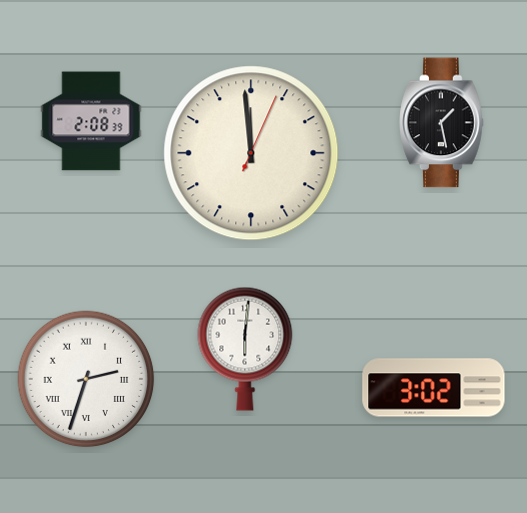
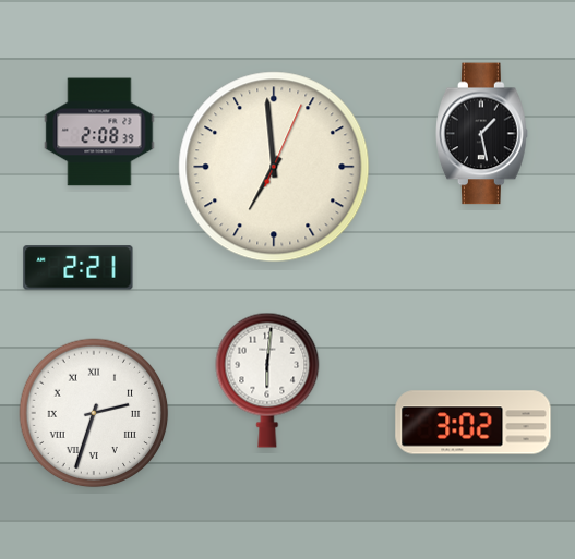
clock at (251, 153): 11:59 -> 6:59
clock at (79, 268): none -> 2:21
